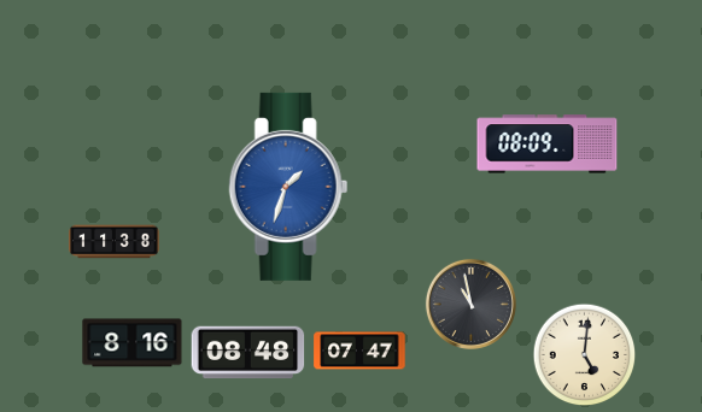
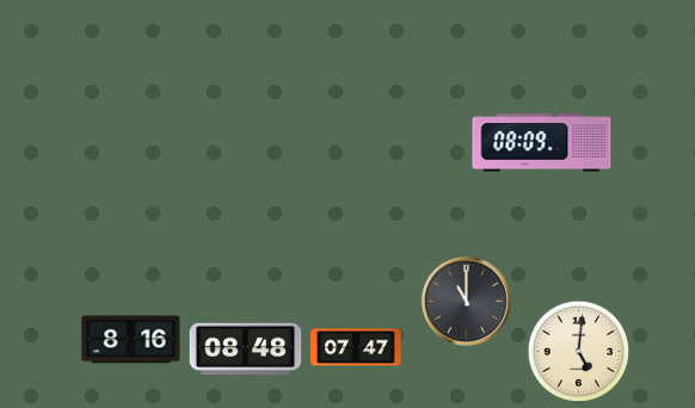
clock at (288, 187): 1:33 -> none
clock at (115, 242): 11:38 -> none
clock at (470, 304): 10:58 -> 11:00
